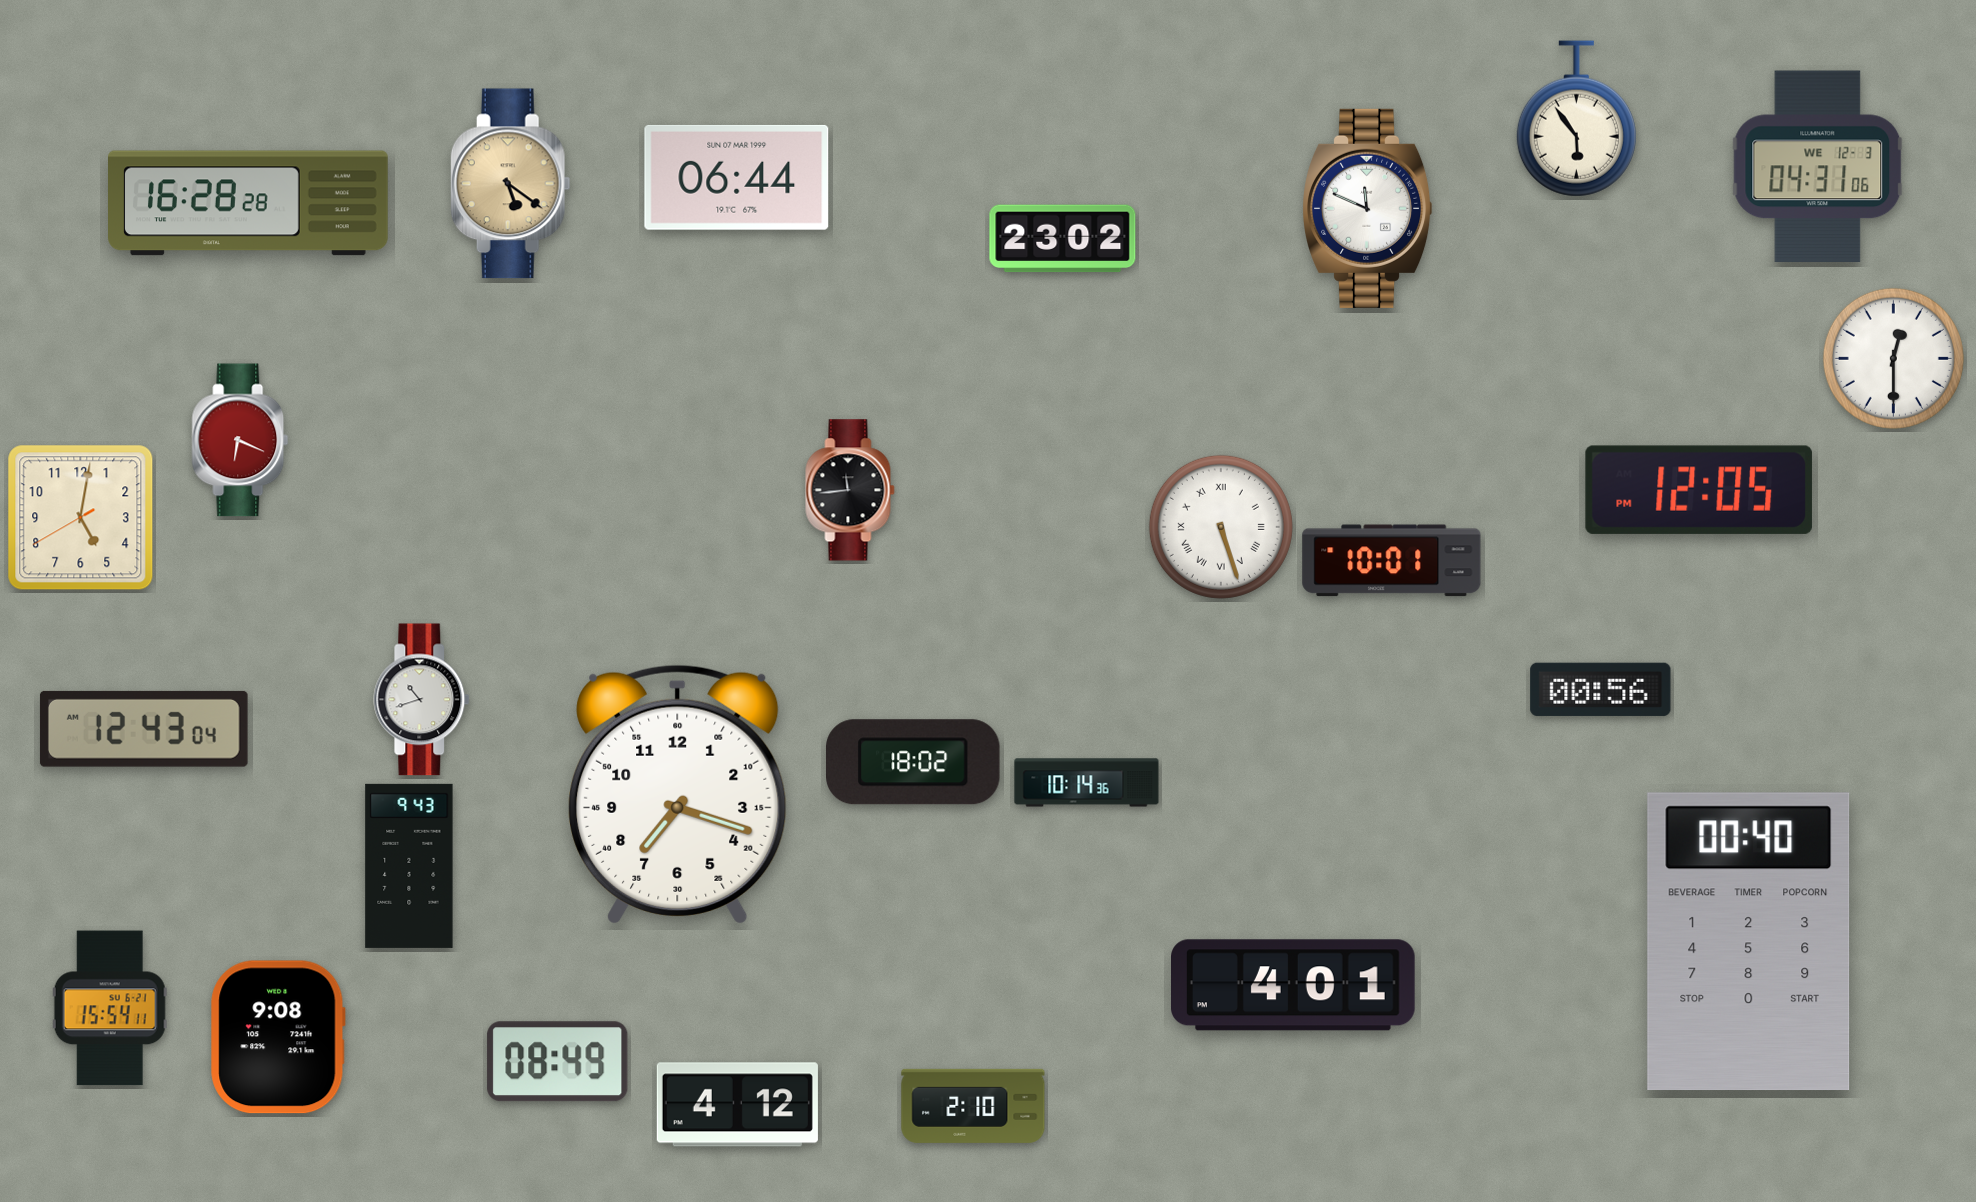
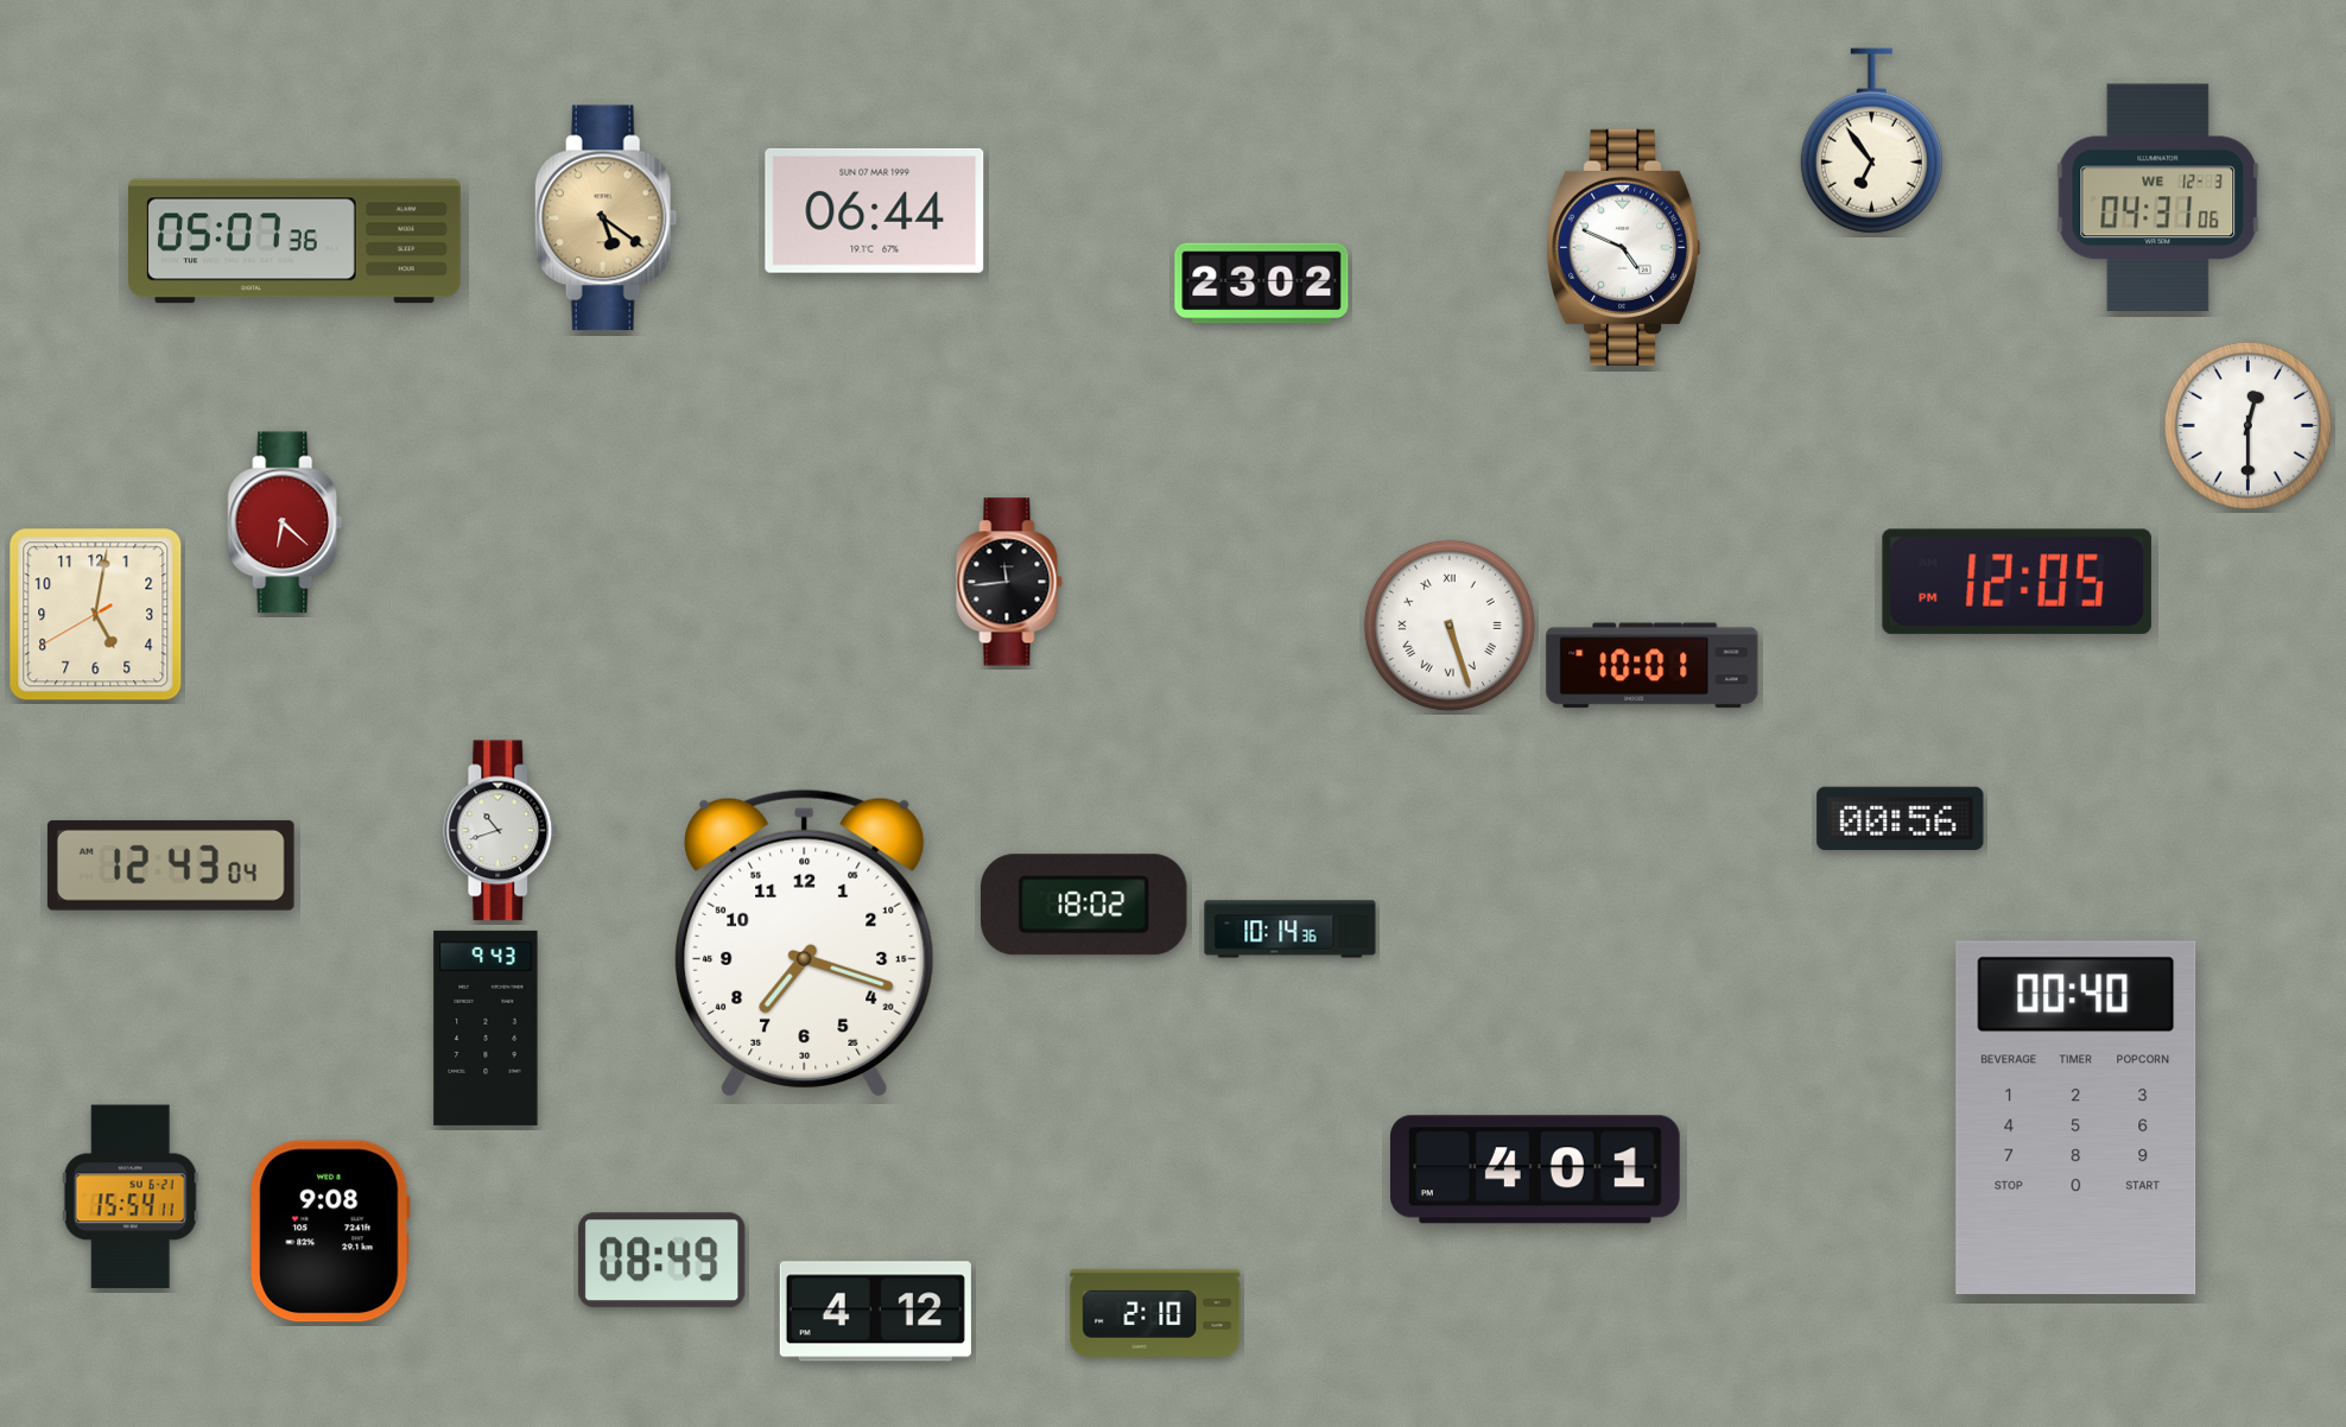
clock at (1576, 119): 5:54 -> 6:54
clock at (249, 203): 16:28 -> 05:07
clock at (1368, 208): 11:49 -> 4:49
clock at (240, 440): 6:19 -> 6:22
